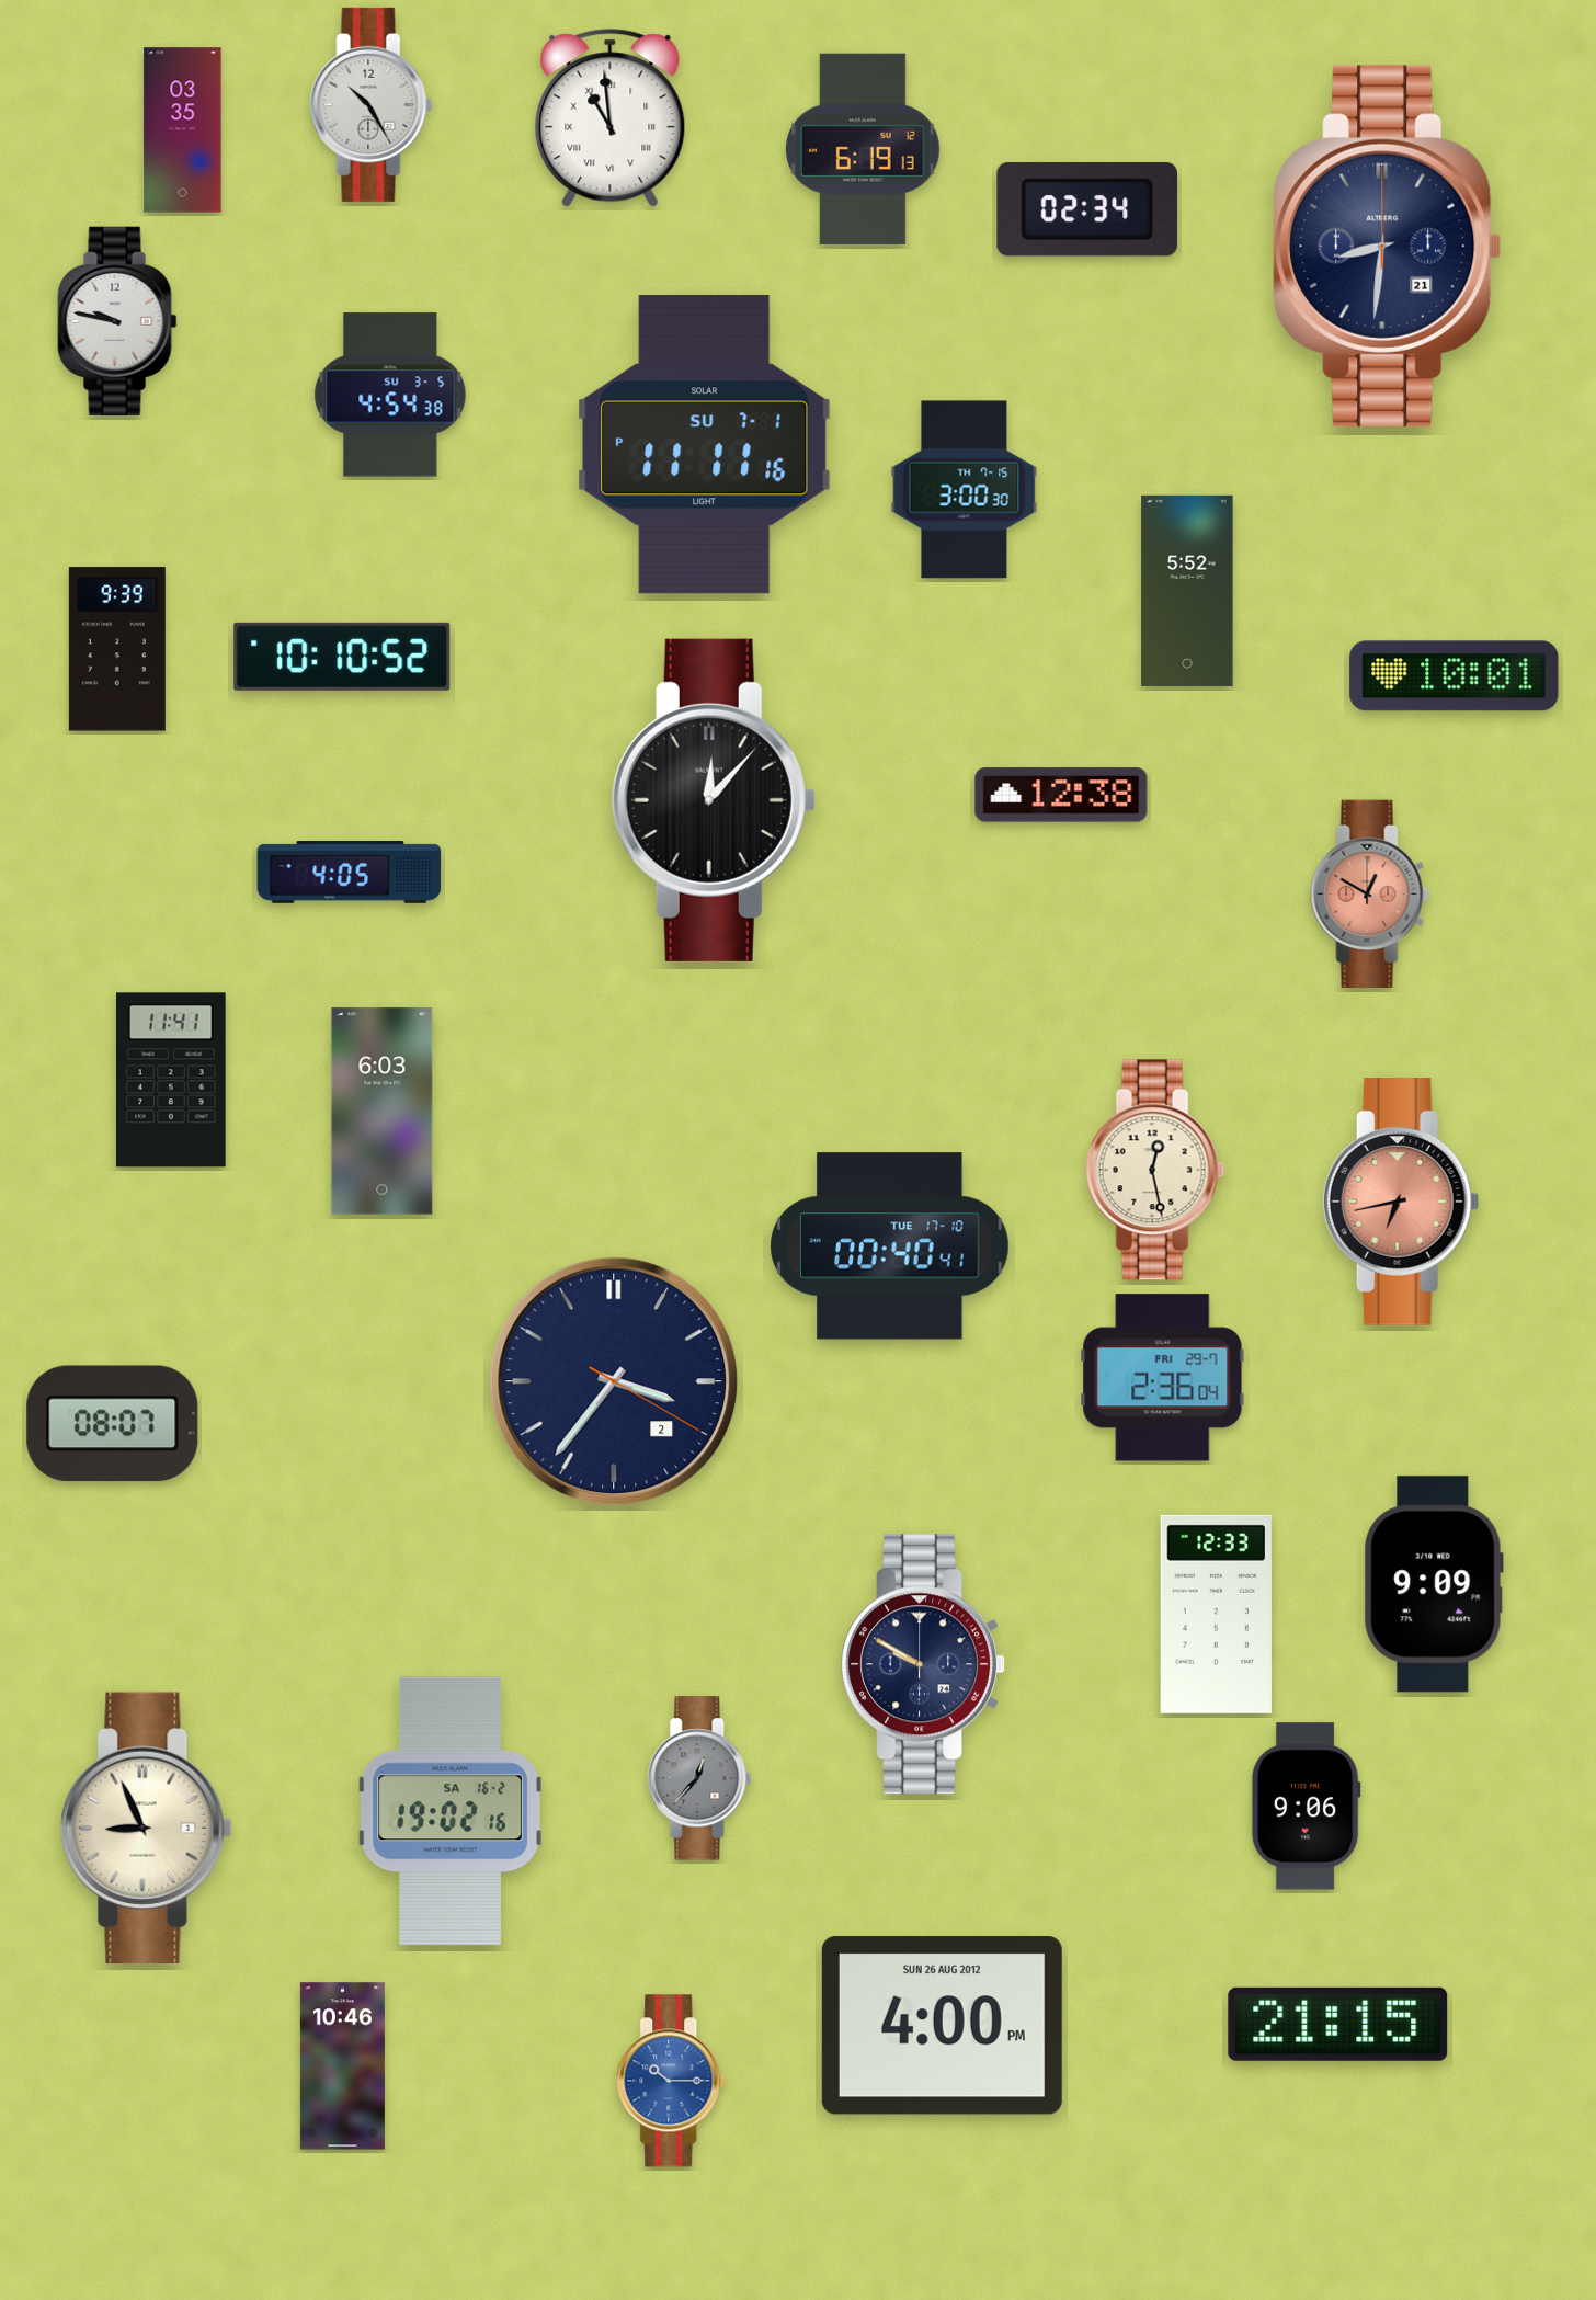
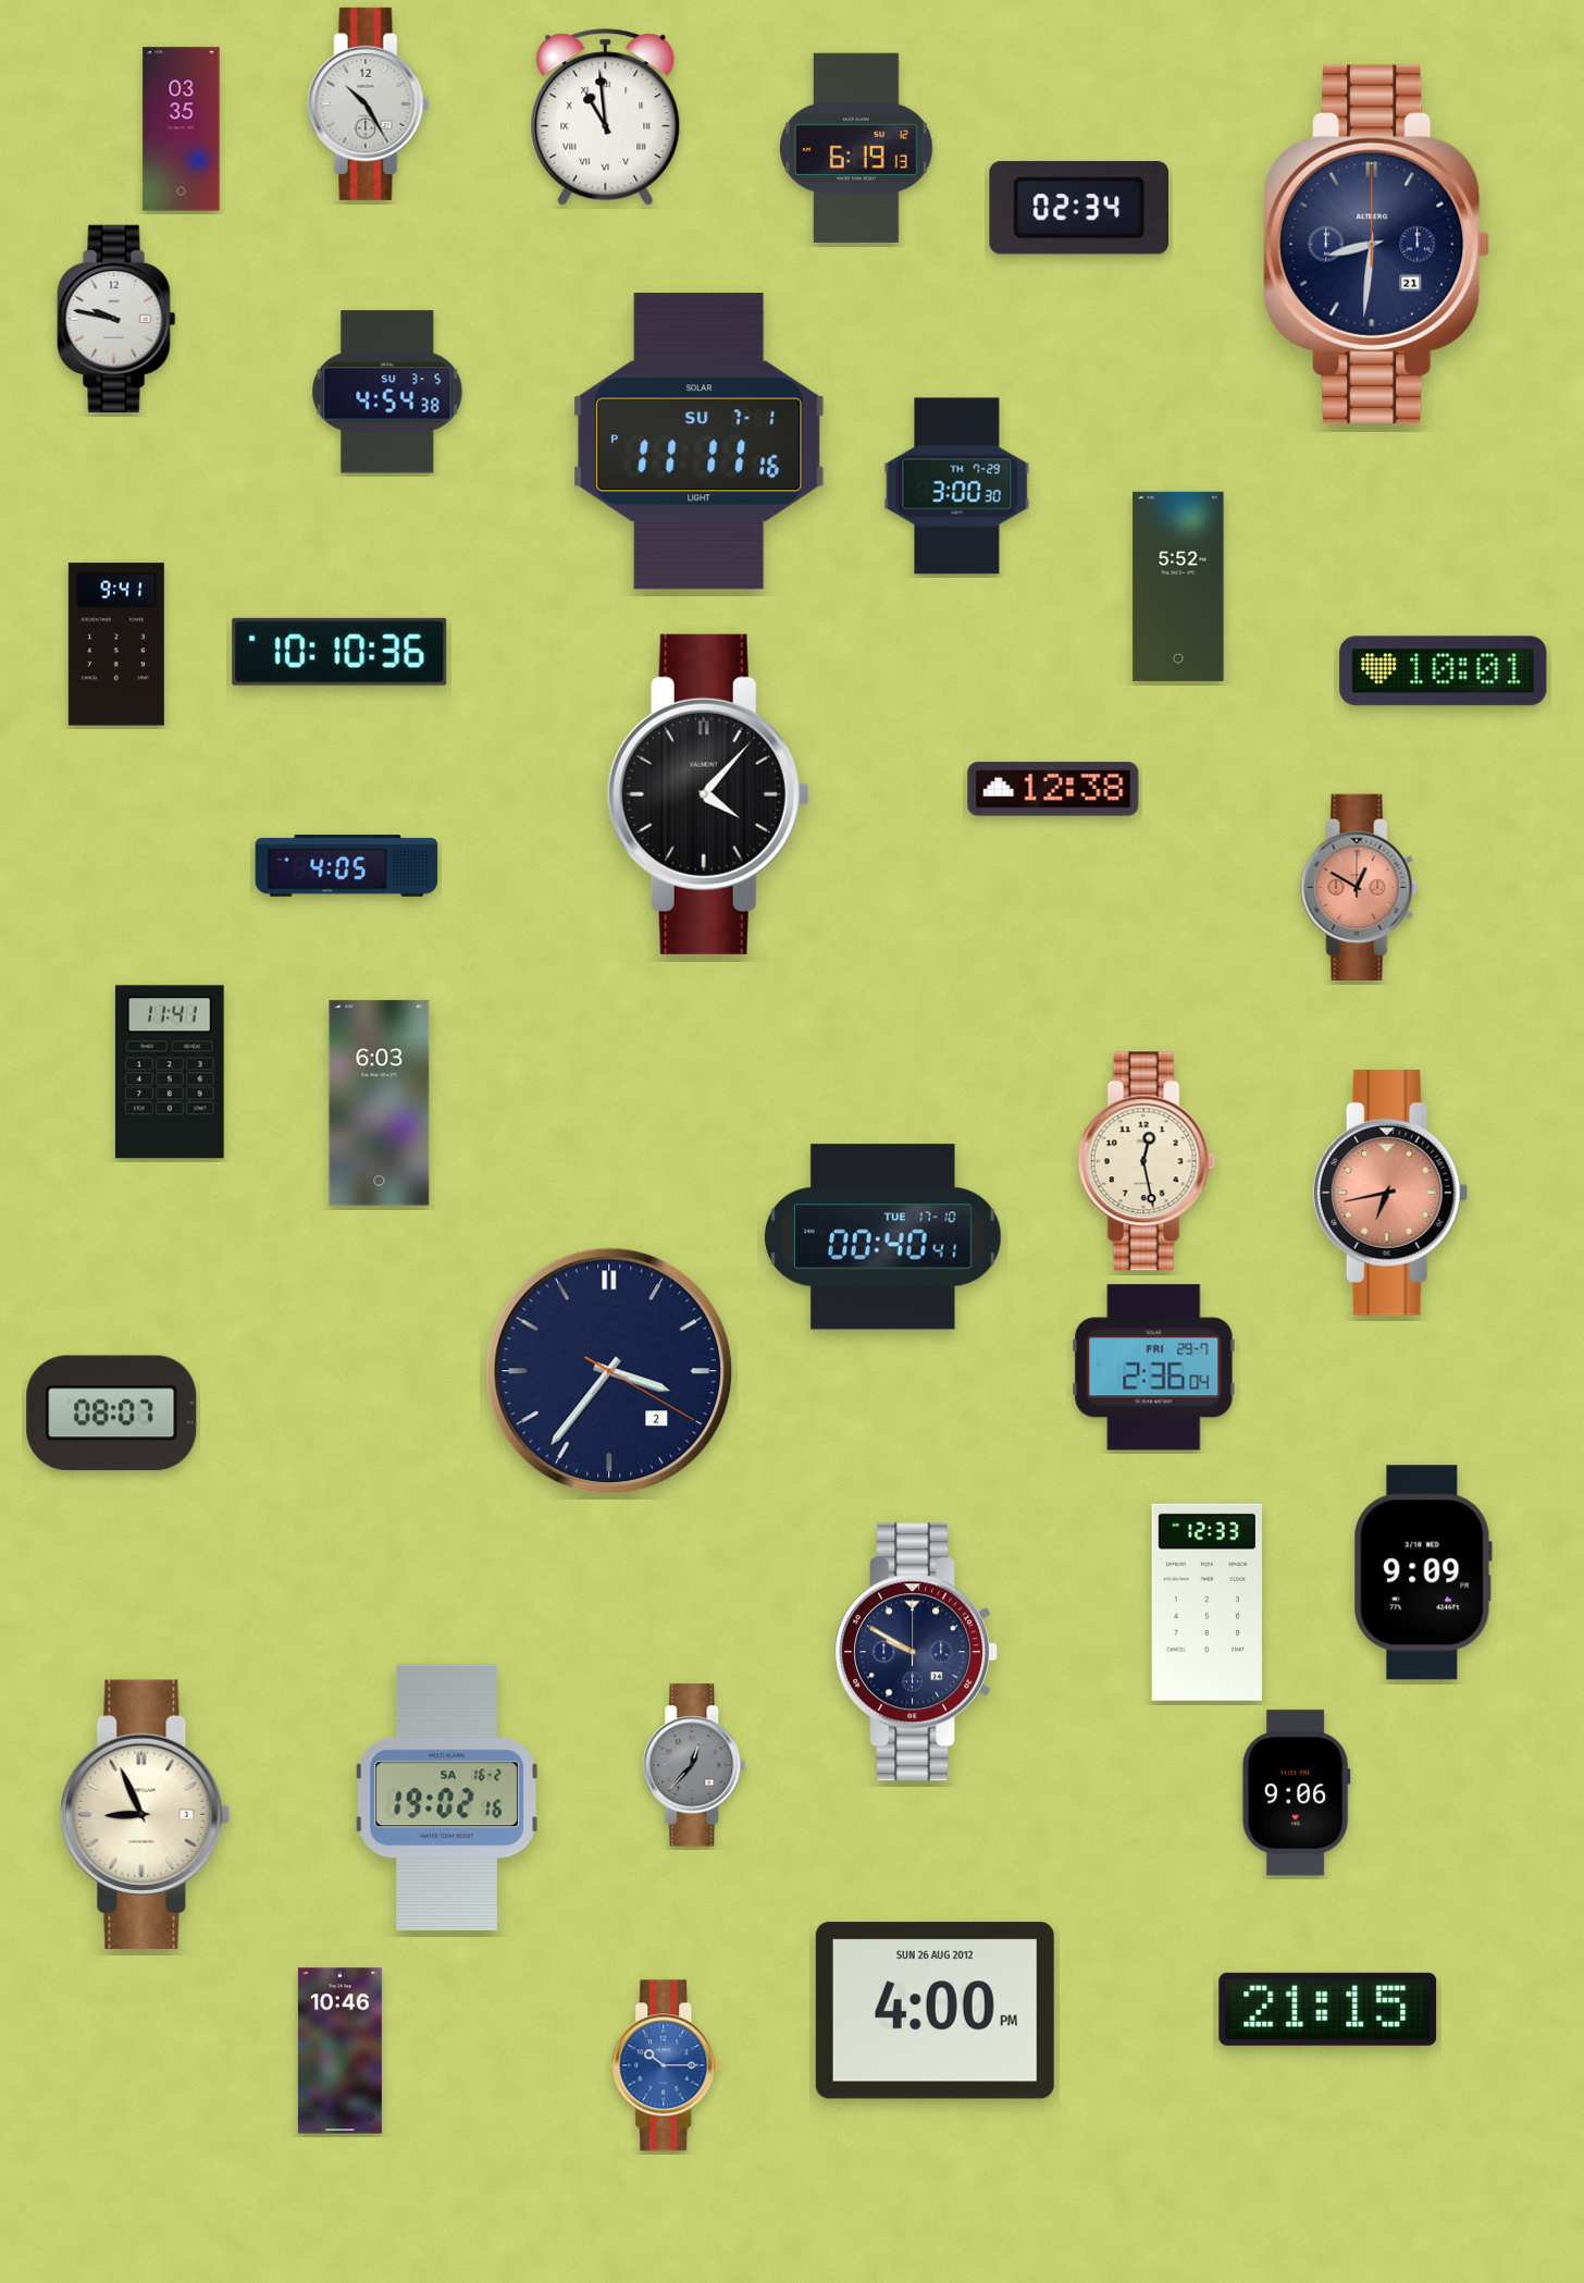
clock at (965, 490) date: TH 7-15 -> TH 7-29
clock at (117, 649): 9:39 -> 9:41
clock at (342, 657): 10:10:52 -> 10:10:36
clock at (714, 800): 12:07 -> 4:07
